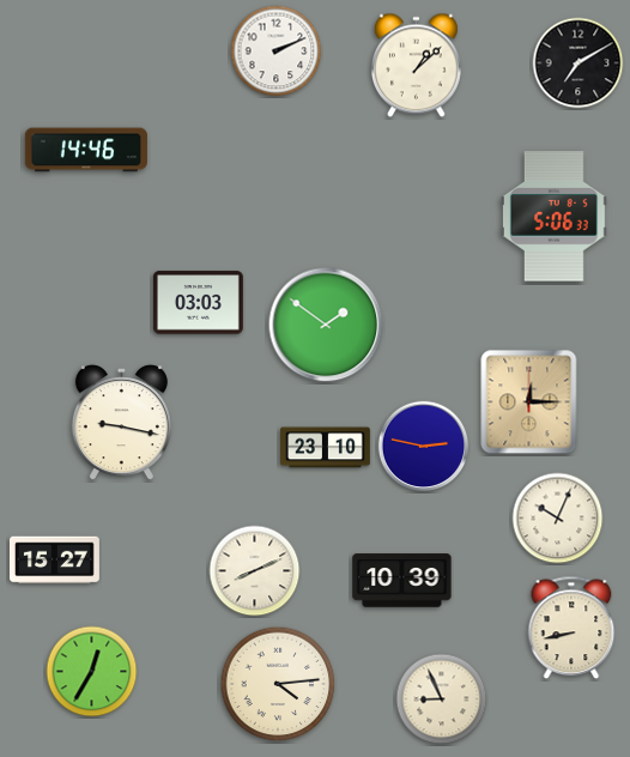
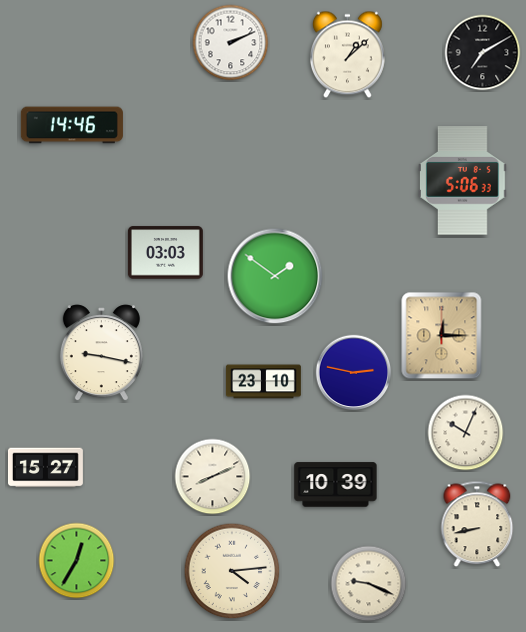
clock at (326, 325) position: (326, 325) -> (275, 276)
clock at (325, 448) position: (325, 448) -> (263, 382)
clock at (442, 700): 8:56 -> 9:19
